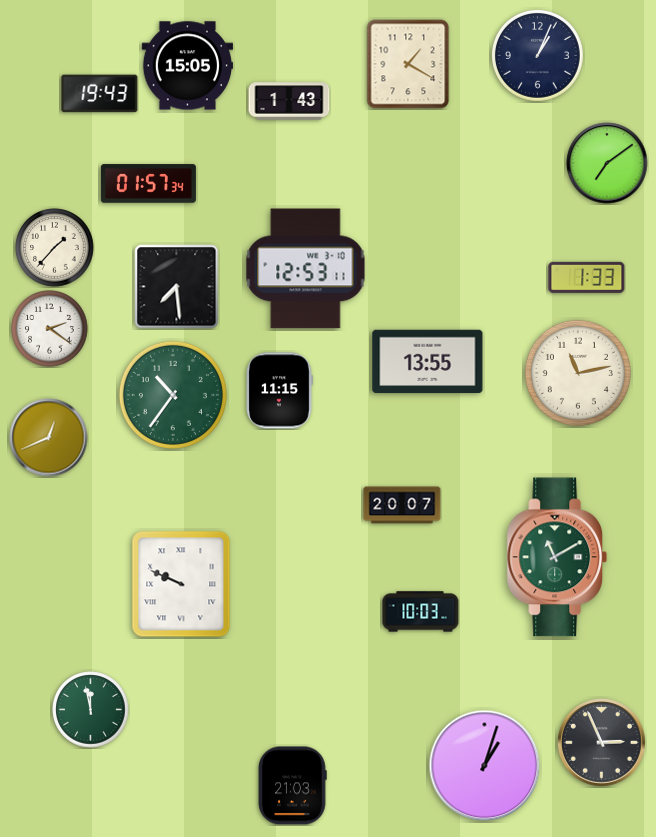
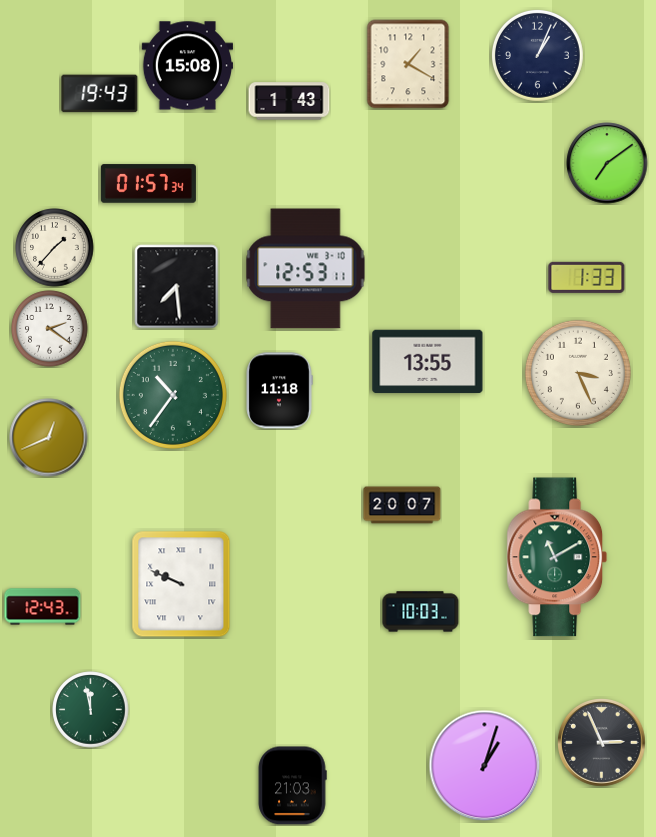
clock at (187, 66): 15:05 -> 15:08
clock at (578, 373): 11:13 -> 3:26
clock at (279, 391): 11:15 -> 11:18
clock at (43, 607): none -> 12:43
